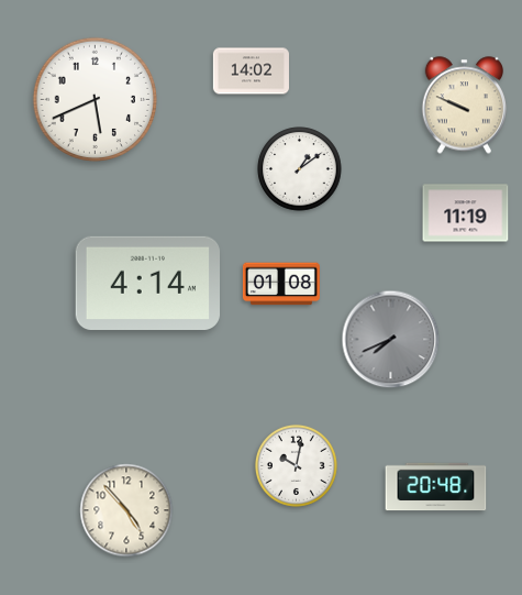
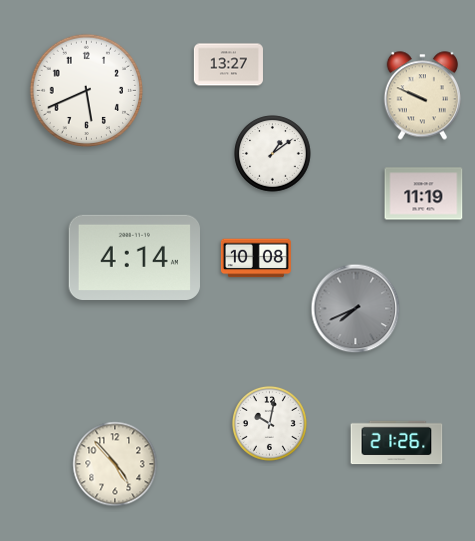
clock at (251, 71): 14:02 -> 13:27
clock at (281, 284): 01:08 -> 10:08
clock at (436, 487): 20:48 -> 21:26
